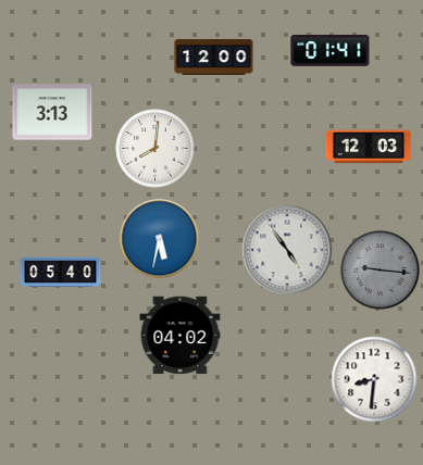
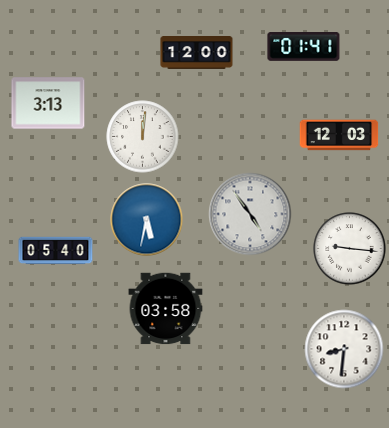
clock at (155, 149): 8:01 -> 12:01
clock at (287, 250) position: (287, 250) -> (250, 214)
clock at (381, 271) dial: grey -> white
clock at (181, 336): 04:02 -> 03:58
